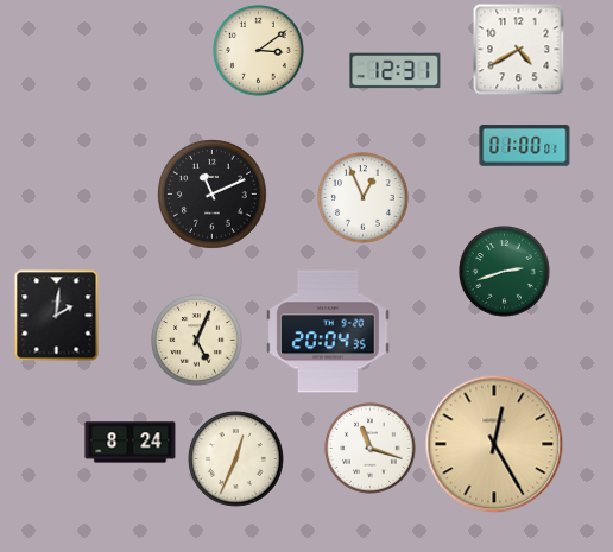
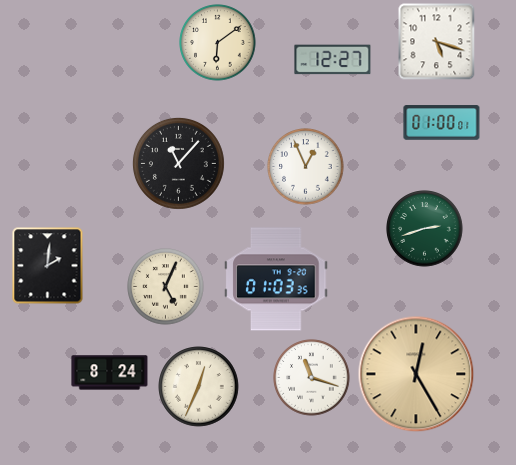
clock at (518, 50): 4:40 -> 5:18
clock at (259, 51): 3:09 -> 6:09
clock at (396, 71): 12:31 -> 12:27
clock at (211, 193): 11:11 -> 11:07
clock at (328, 331): 20:04 -> 01:03
